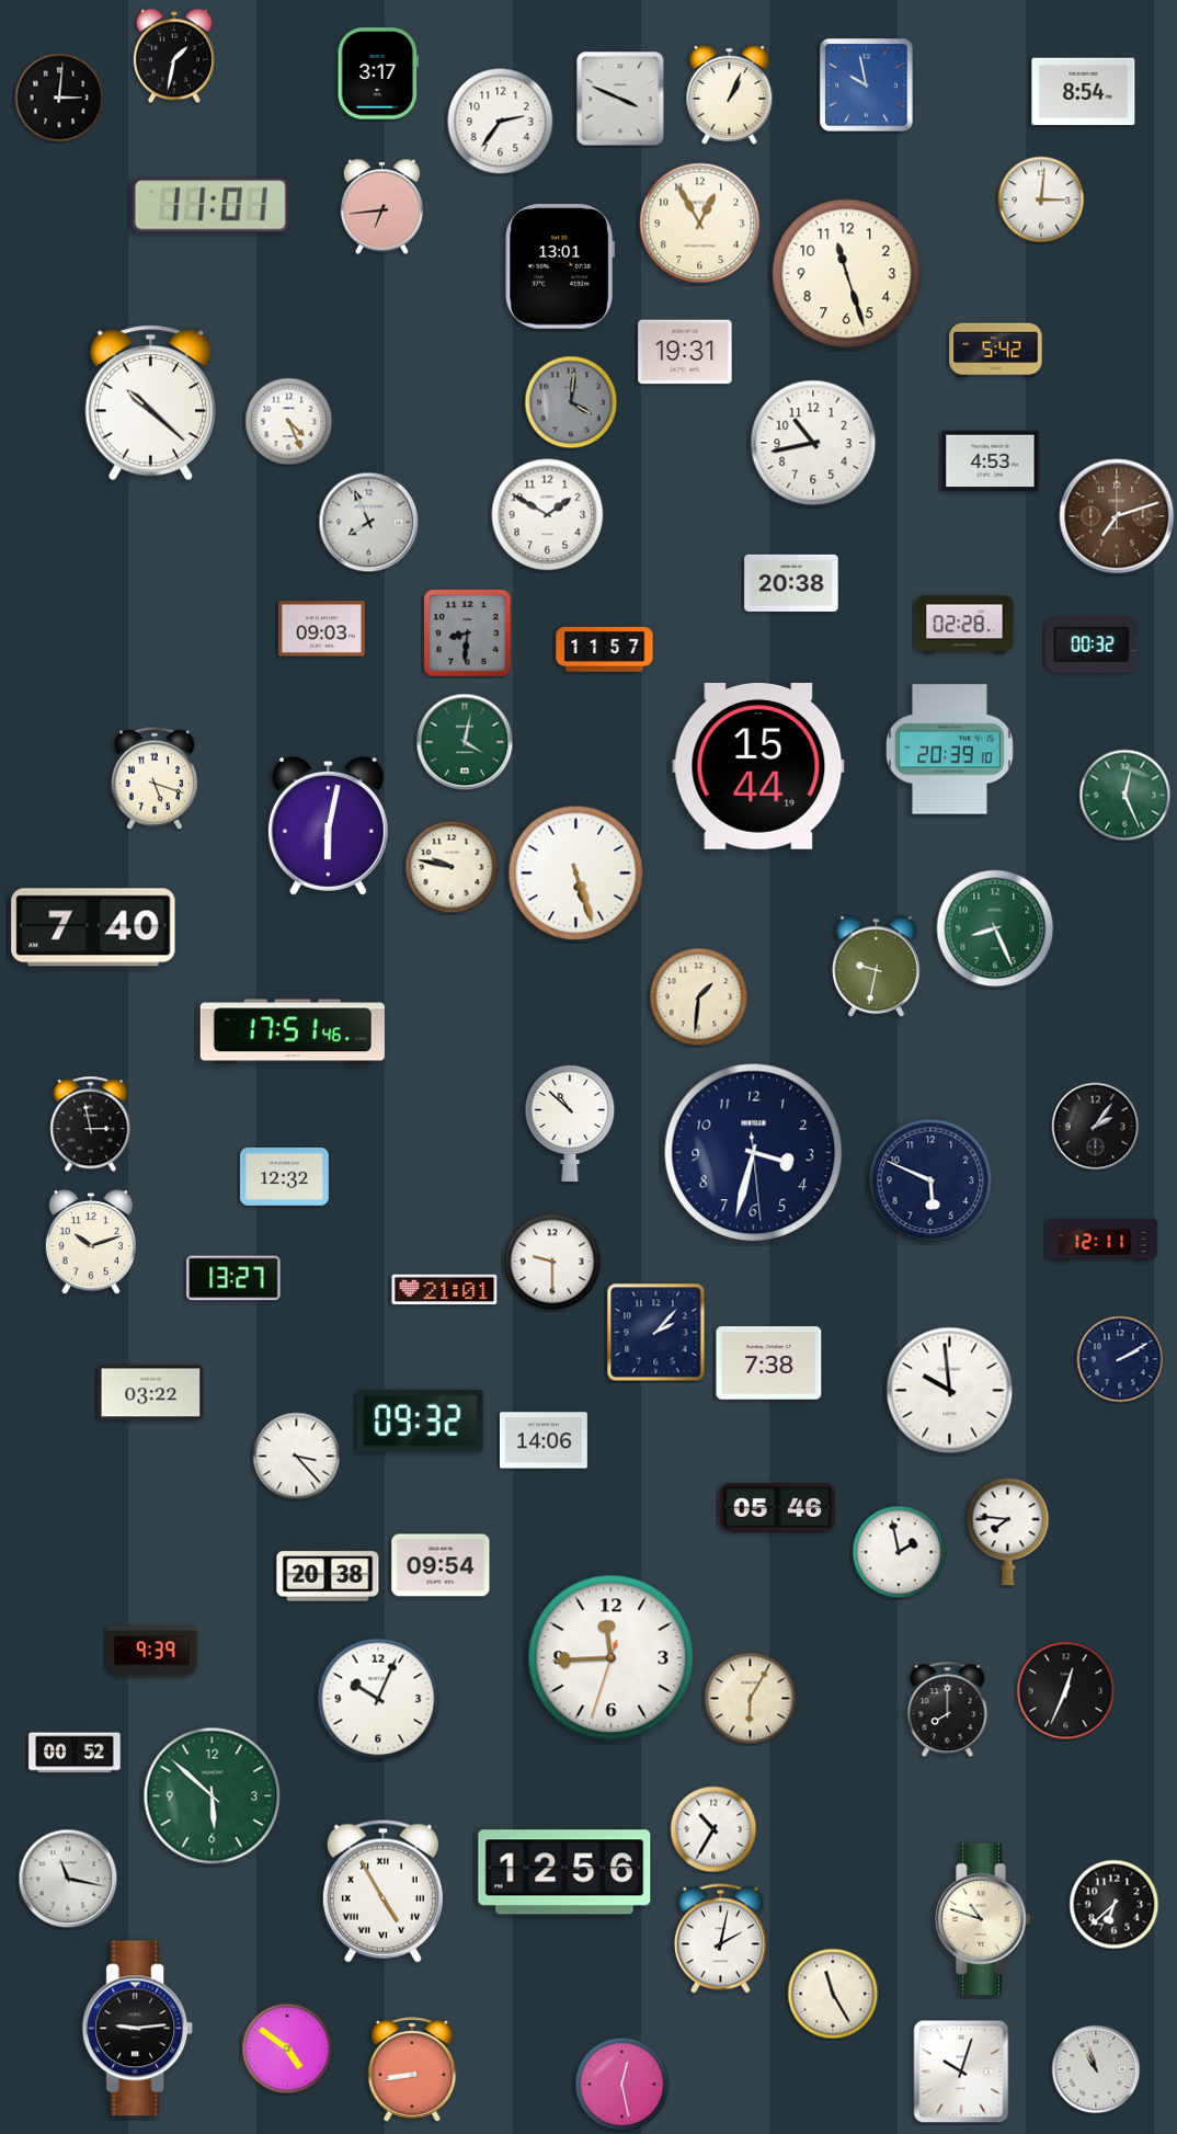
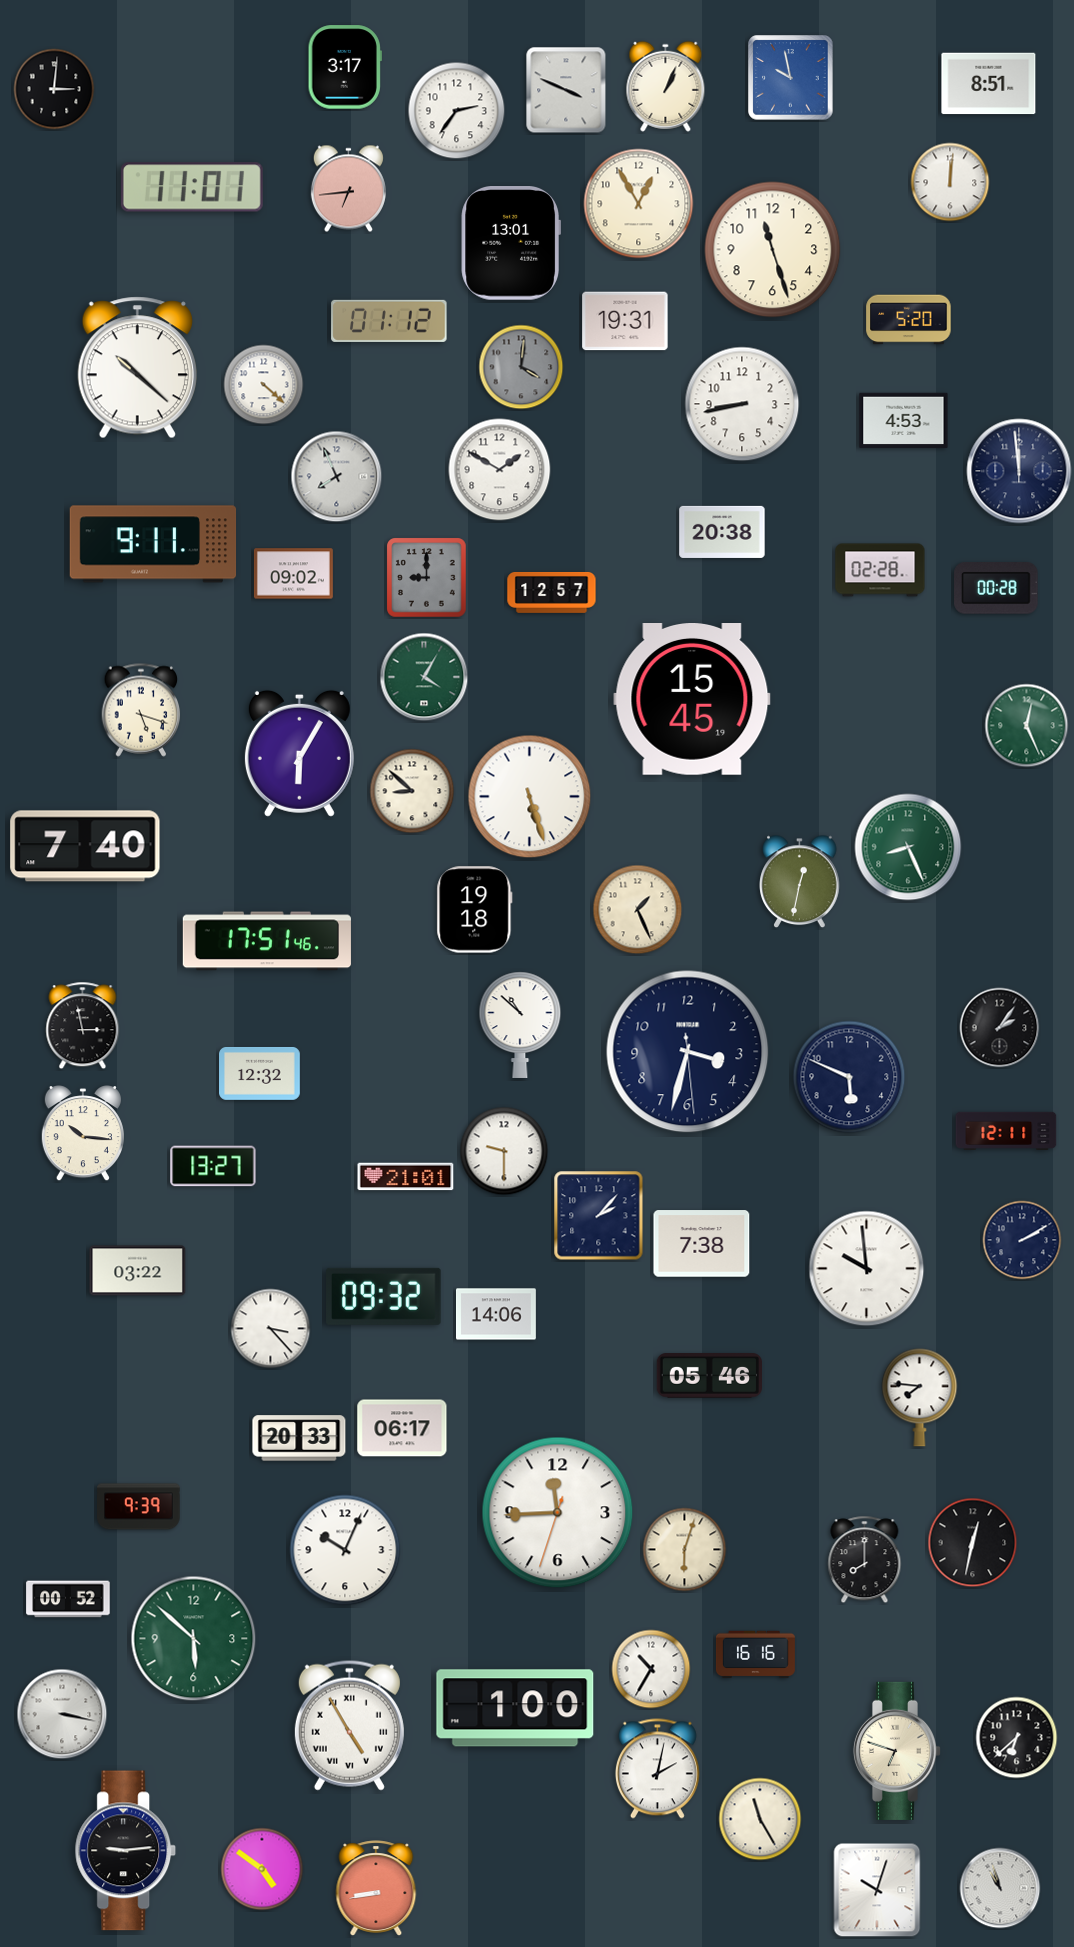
clock at (174, 56): 1:32 -> none
clock at (1084, 92): 8:54 -> 8:51
clock at (1041, 199): 3:01 -> 12:01
clock at (996, 351): 5:42 -> 5:20
clock at (389, 321): none -> 01:12
clock at (289, 422): 4:26 -> 4:22
clock at (813, 443): 10:43 -> 8:43
clock at (1117, 516): 7:12 -> 11:59
clock at (1117, 516) dial: brown -> navy
clock at (153, 544): none -> 9:11
clock at (321, 629): 09:03 -> 09:02
clock at (468, 634): 8:31 -> 9:00
clock at (1092, 644): 00:32 -> 00:28
clock at (605, 649): 11:57 -> 12:57
clock at (465, 742): 4:02 -> 4:05
clock at (950, 750): 20:39 -> none
clock at (758, 767): 15:44 -> 15:45
clock at (328, 825): 6:02 -> 6:05
clock at (452, 867): 9:47 -> 8:52
clock at (576, 874) position: (576, 874) -> (530, 797)
clock at (877, 967): 9:32 -> 12:32
clock at (475, 910): none -> 19:18
clock at (699, 997): 1:31 -> 1:26
clock at (91, 1243): 10:12 -> 10:16
clock at (899, 1552): 1:58 -> none
clock at (441, 1565): 09:54 -> 06:17
clock at (328, 1576): 20:38 -> 20:33
clock at (1066, 1691): 12:34 -> 12:32
clock at (751, 1699): 6:05 -> 6:03
clock at (755, 1655): none -> 16:16
clock at (564, 1872): 12:56 -> 1:00
clock at (68, 1879): 11:17 -> 3:17
clock at (982, 1919): 10:48 -> 6:48
clock at (622, 2085): 12:28 -> none
